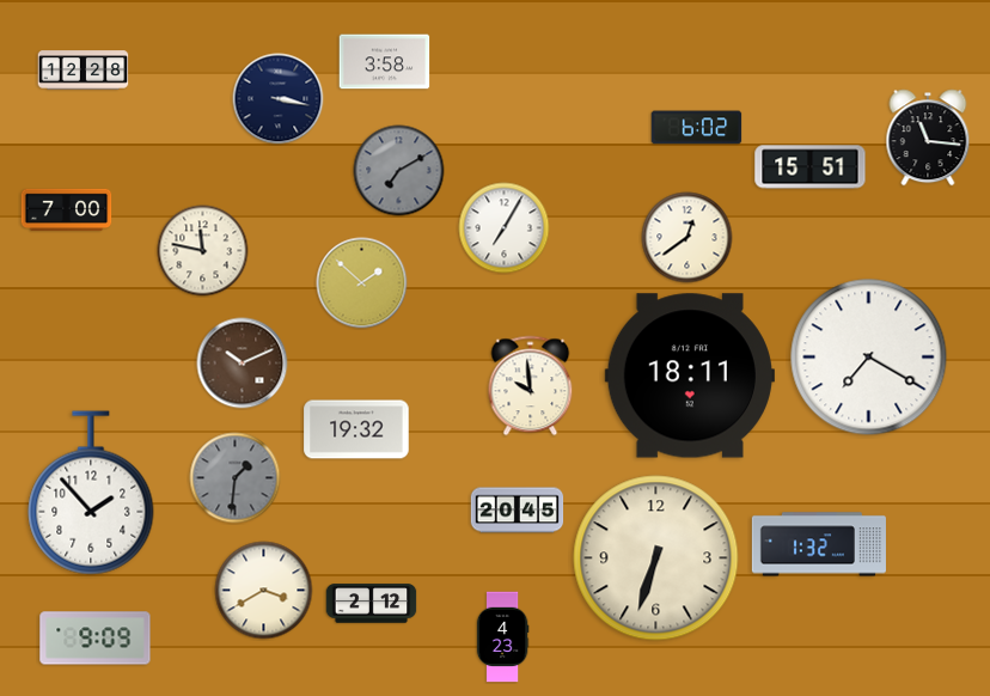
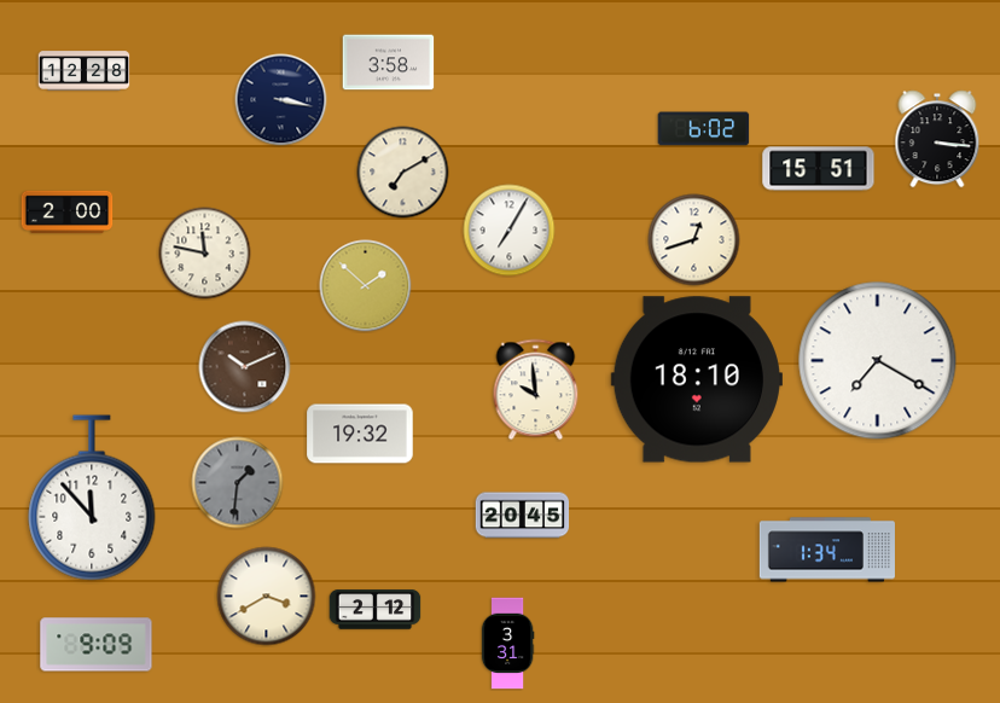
clock at (928, 138): 11:16 -> 3:16
clock at (399, 171) dial: grey -> cream
clock at (67, 210): 7:00 -> 2:00
clock at (687, 238): 12:39 -> 12:42
clock at (690, 376): 18:11 -> 18:10
clock at (91, 493): 1:53 -> 11:53
clock at (819, 544): 1:32 -> 1:34
clock at (656, 558): 6:33 -> none
clock at (502, 637): 4:23 -> 3:31
